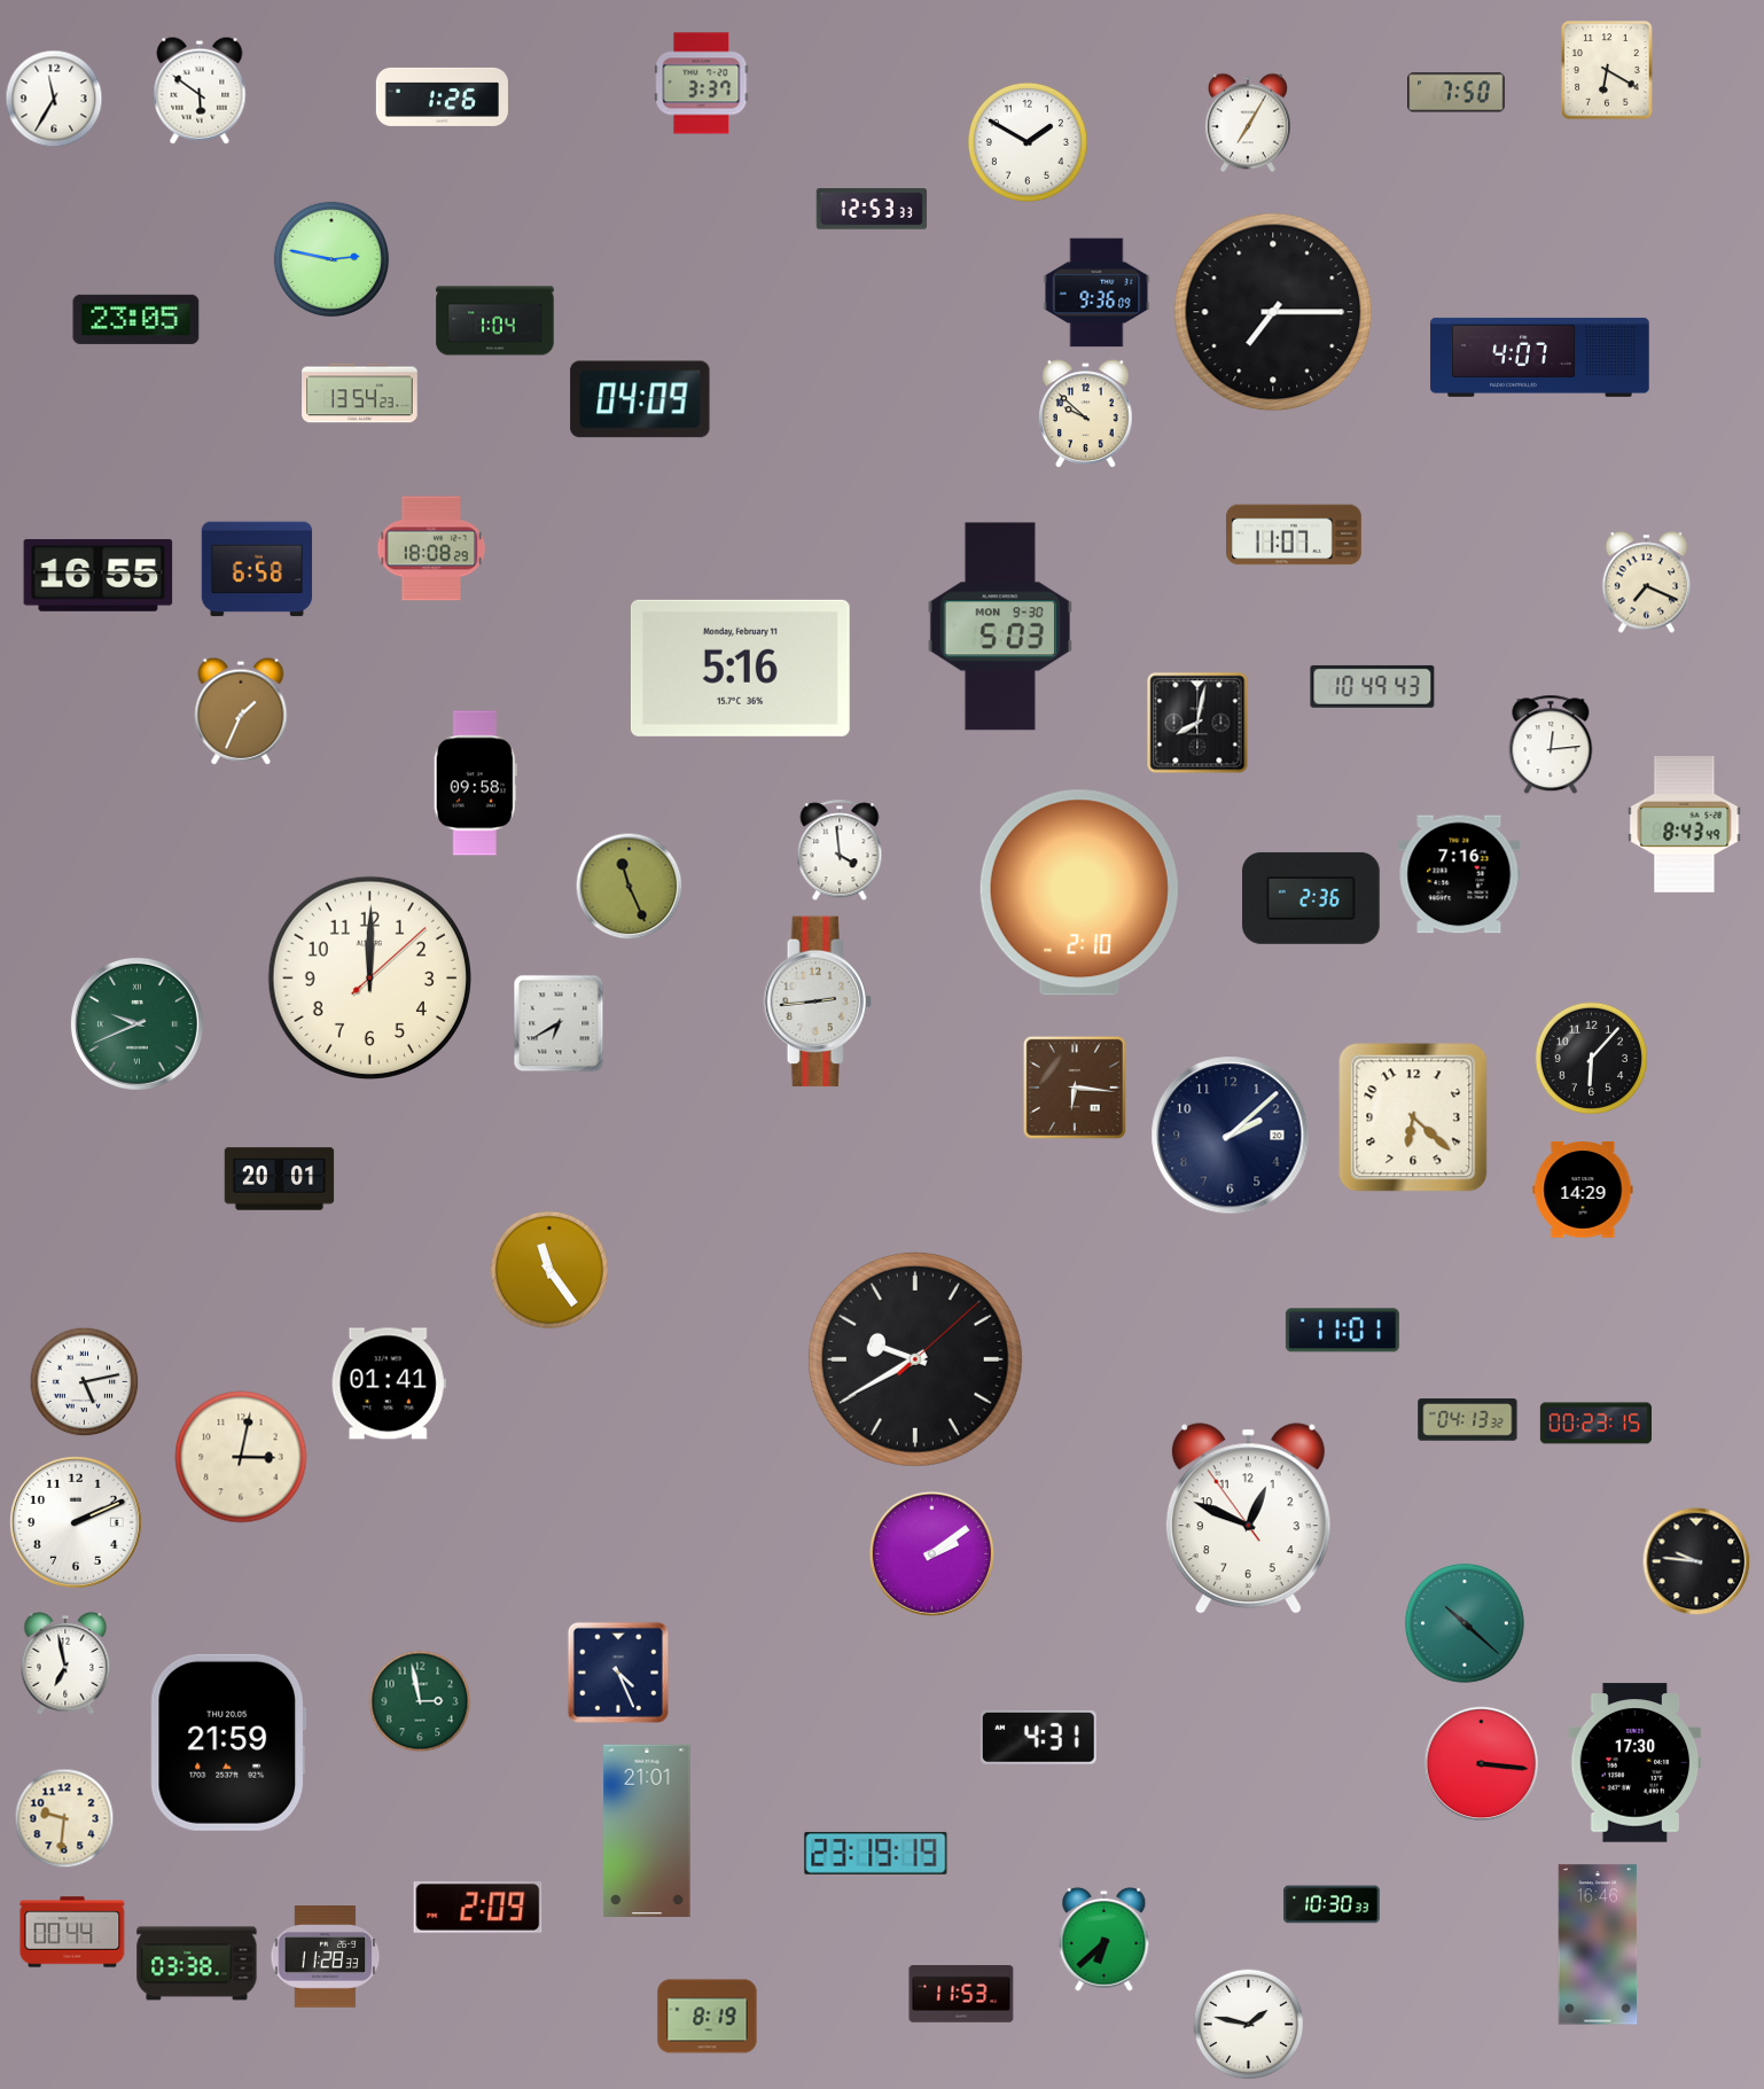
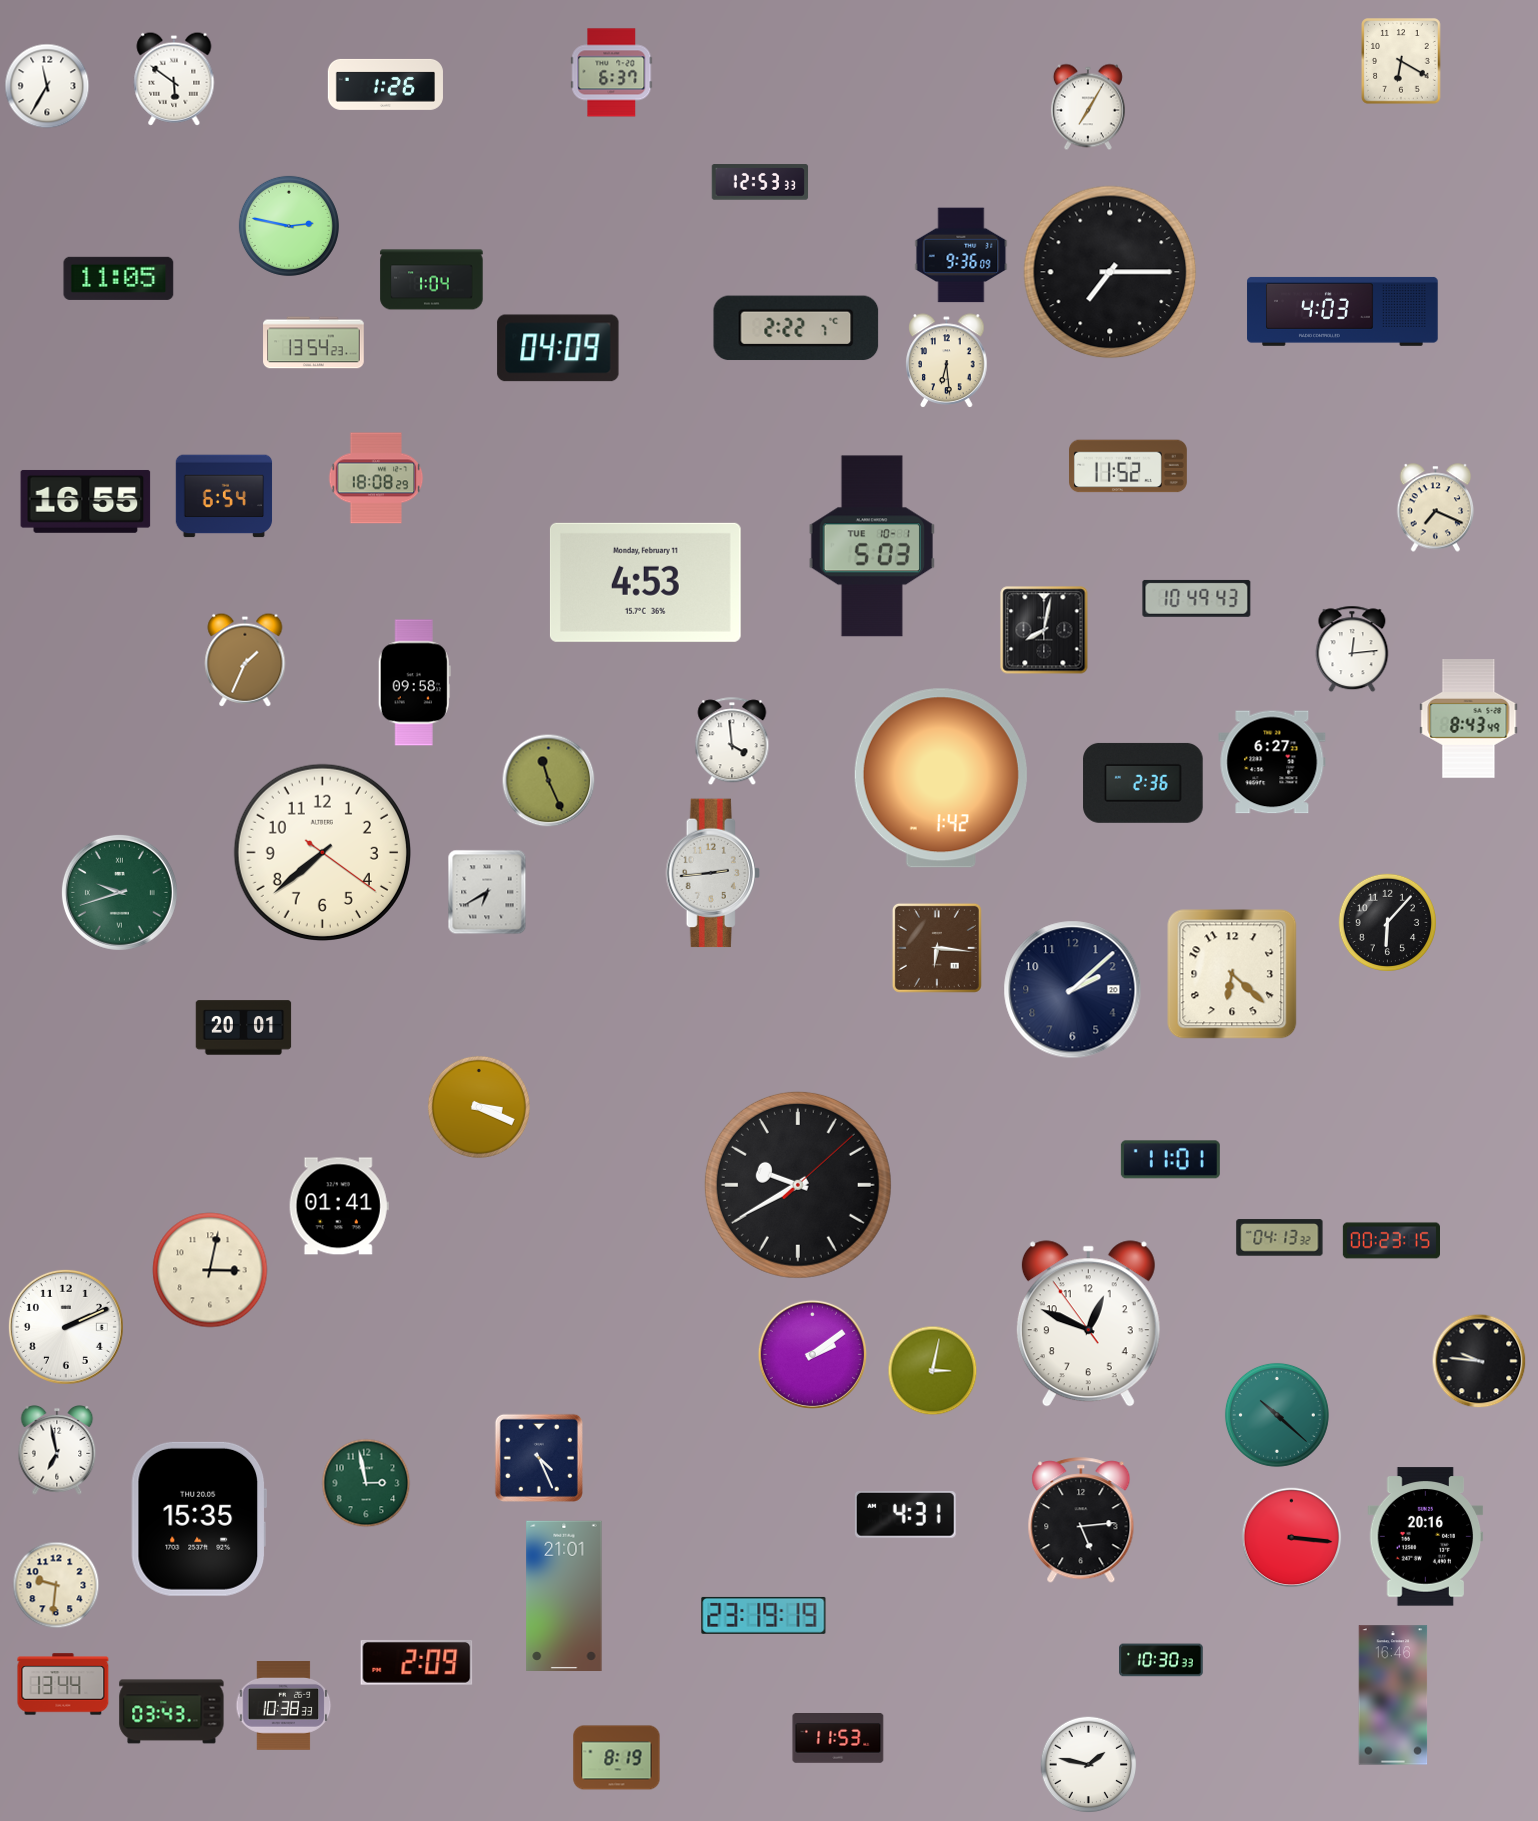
clock at (702, 84): 3:37 -> 6:37
clock at (1457, 93): 7:50 -> none
clock at (1028, 142): 1:50 -> none
clock at (1096, 293) position: (1096, 293) -> (961, 255)
clock at (136, 319): 23:05 -> 11:05
clock at (1540, 357): 4:07 -> 4:03
clock at (796, 328): none -> 2:22
clock at (1086, 414): 9:52 -> 6:29
clock at (1295, 535): 11:07 -> 11:52
clock at (257, 569): 6:58 -> 6:54
clock at (999, 626) date: MON 9-30 -> TUE 10-1
clock at (740, 668): 5:16 -> 4:53
clock at (241, 711) position: (241, 711) -> (245, 660)
clock at (1459, 874): 7:16 -> 6:27
clock at (630, 887) position: (630, 887) -> (549, 781)
clock at (1079, 892): 2:10 -> 1:42
clock at (369, 977): 12:00 -> 7:38
clock at (136, 1023): 9:41 -> 9:42
clock at (1583, 1190): 14:29 -> none
clock at (549, 1270): 11:24 -> 3:19
clock at (85, 1382): 5:13 -> none
clock at (933, 1371): none -> 3:02
clock at (227, 1743): 21:59 -> 15:35
clock at (1081, 1521): none -> 5:14
clock at (1636, 1763): 17:30 -> 20:16
clock at (72, 1932): 00:44 -> 13:44
clock at (1105, 1939): 6:38 -> none
clock at (326, 1957): 11:28 -> 10:38
clock at (197, 1964): 03:38 -> 03:43
